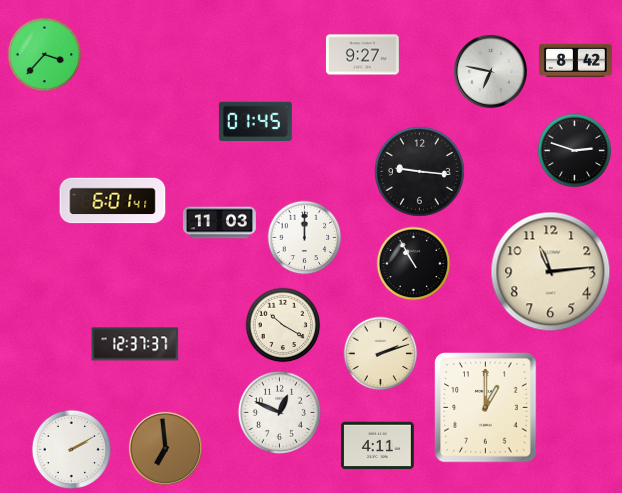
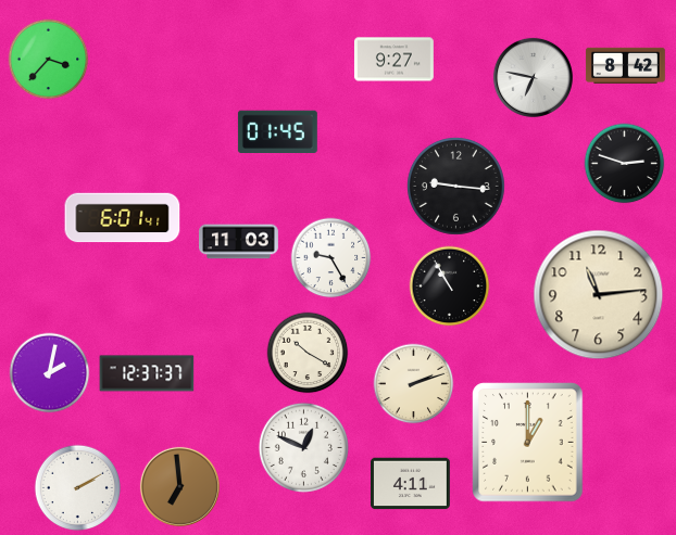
clock at (305, 238): 12:00 -> 9:25
clock at (50, 373): none -> 2:02
